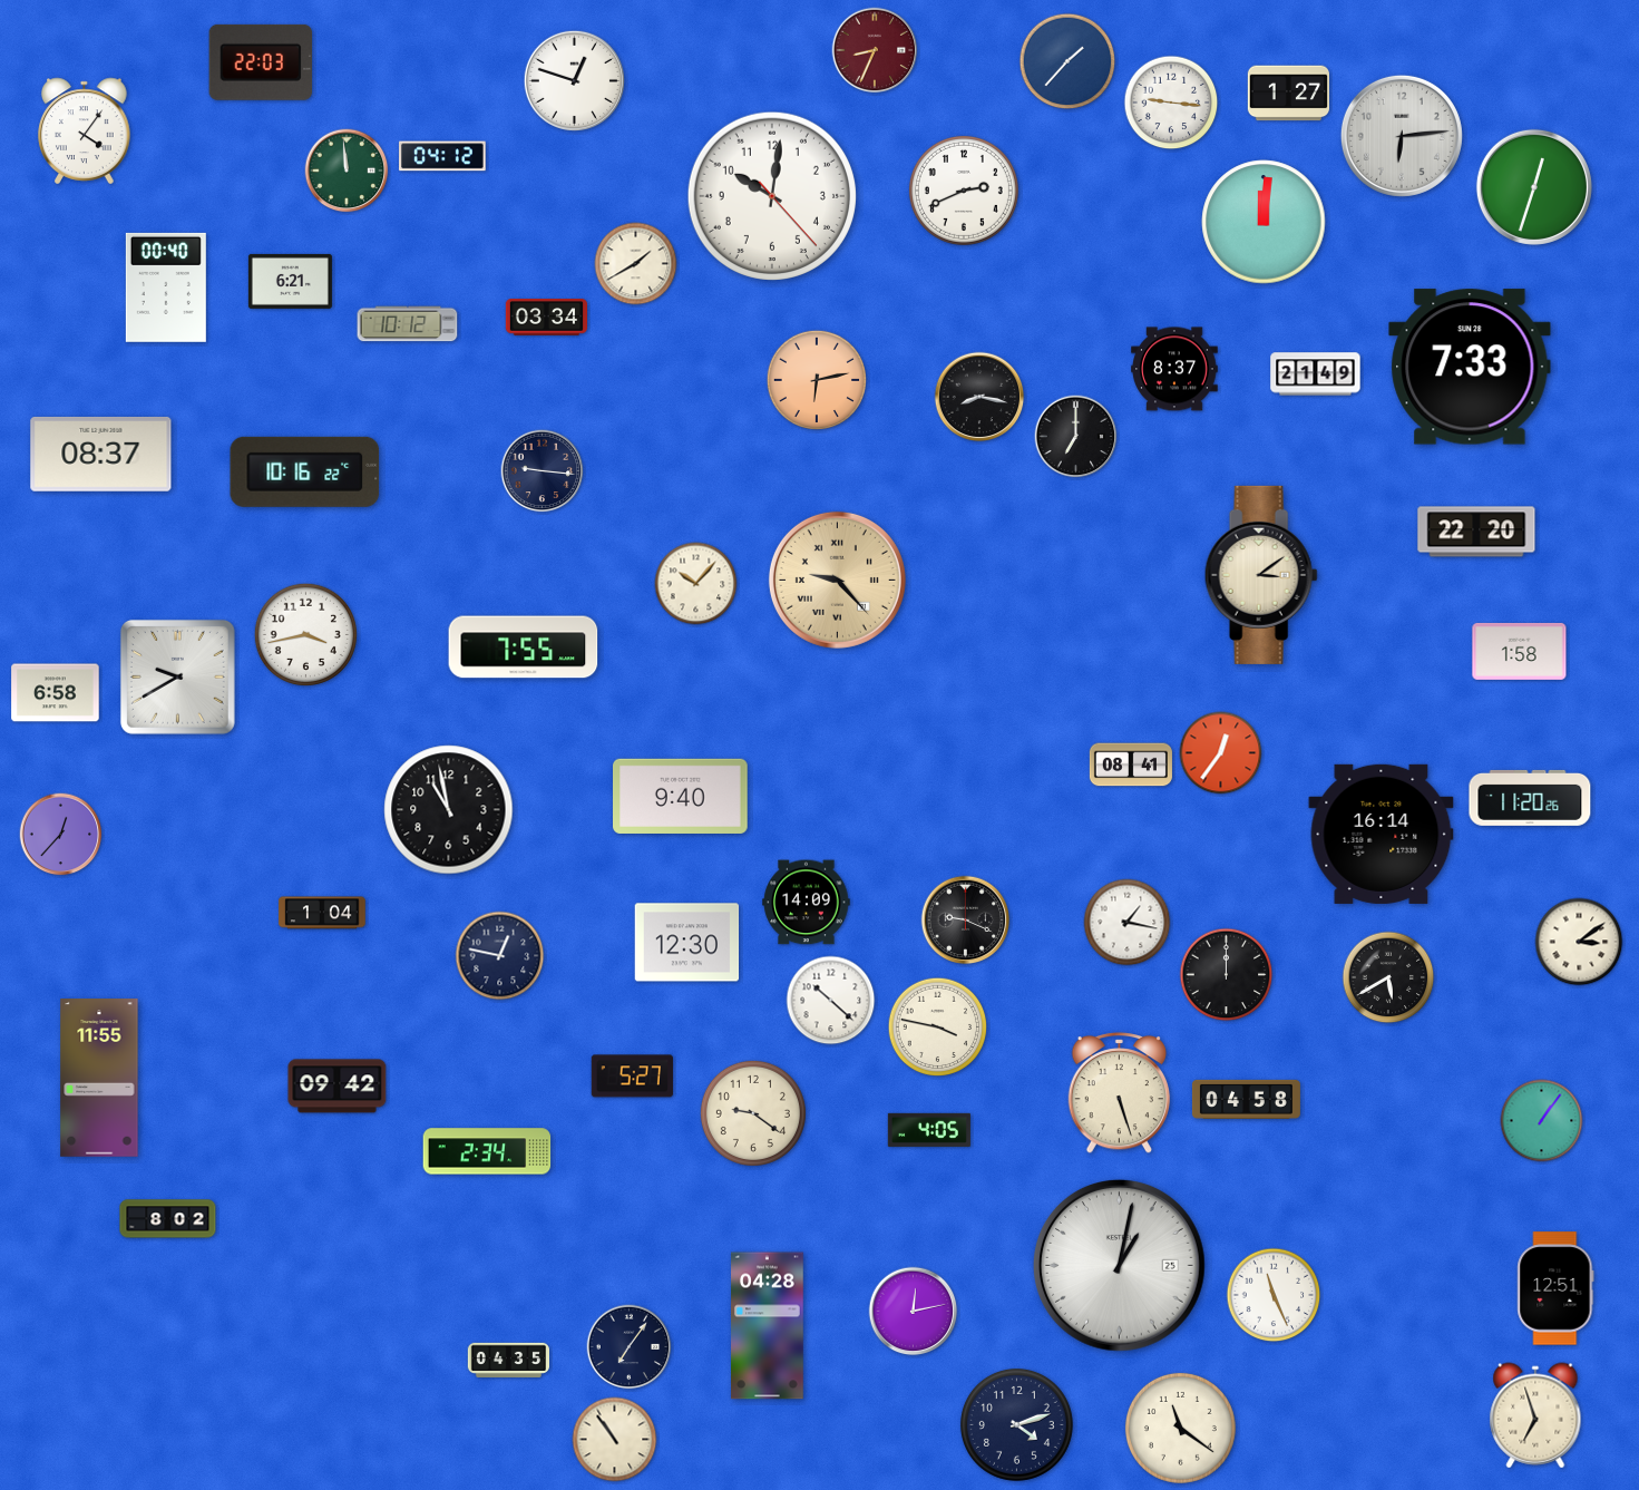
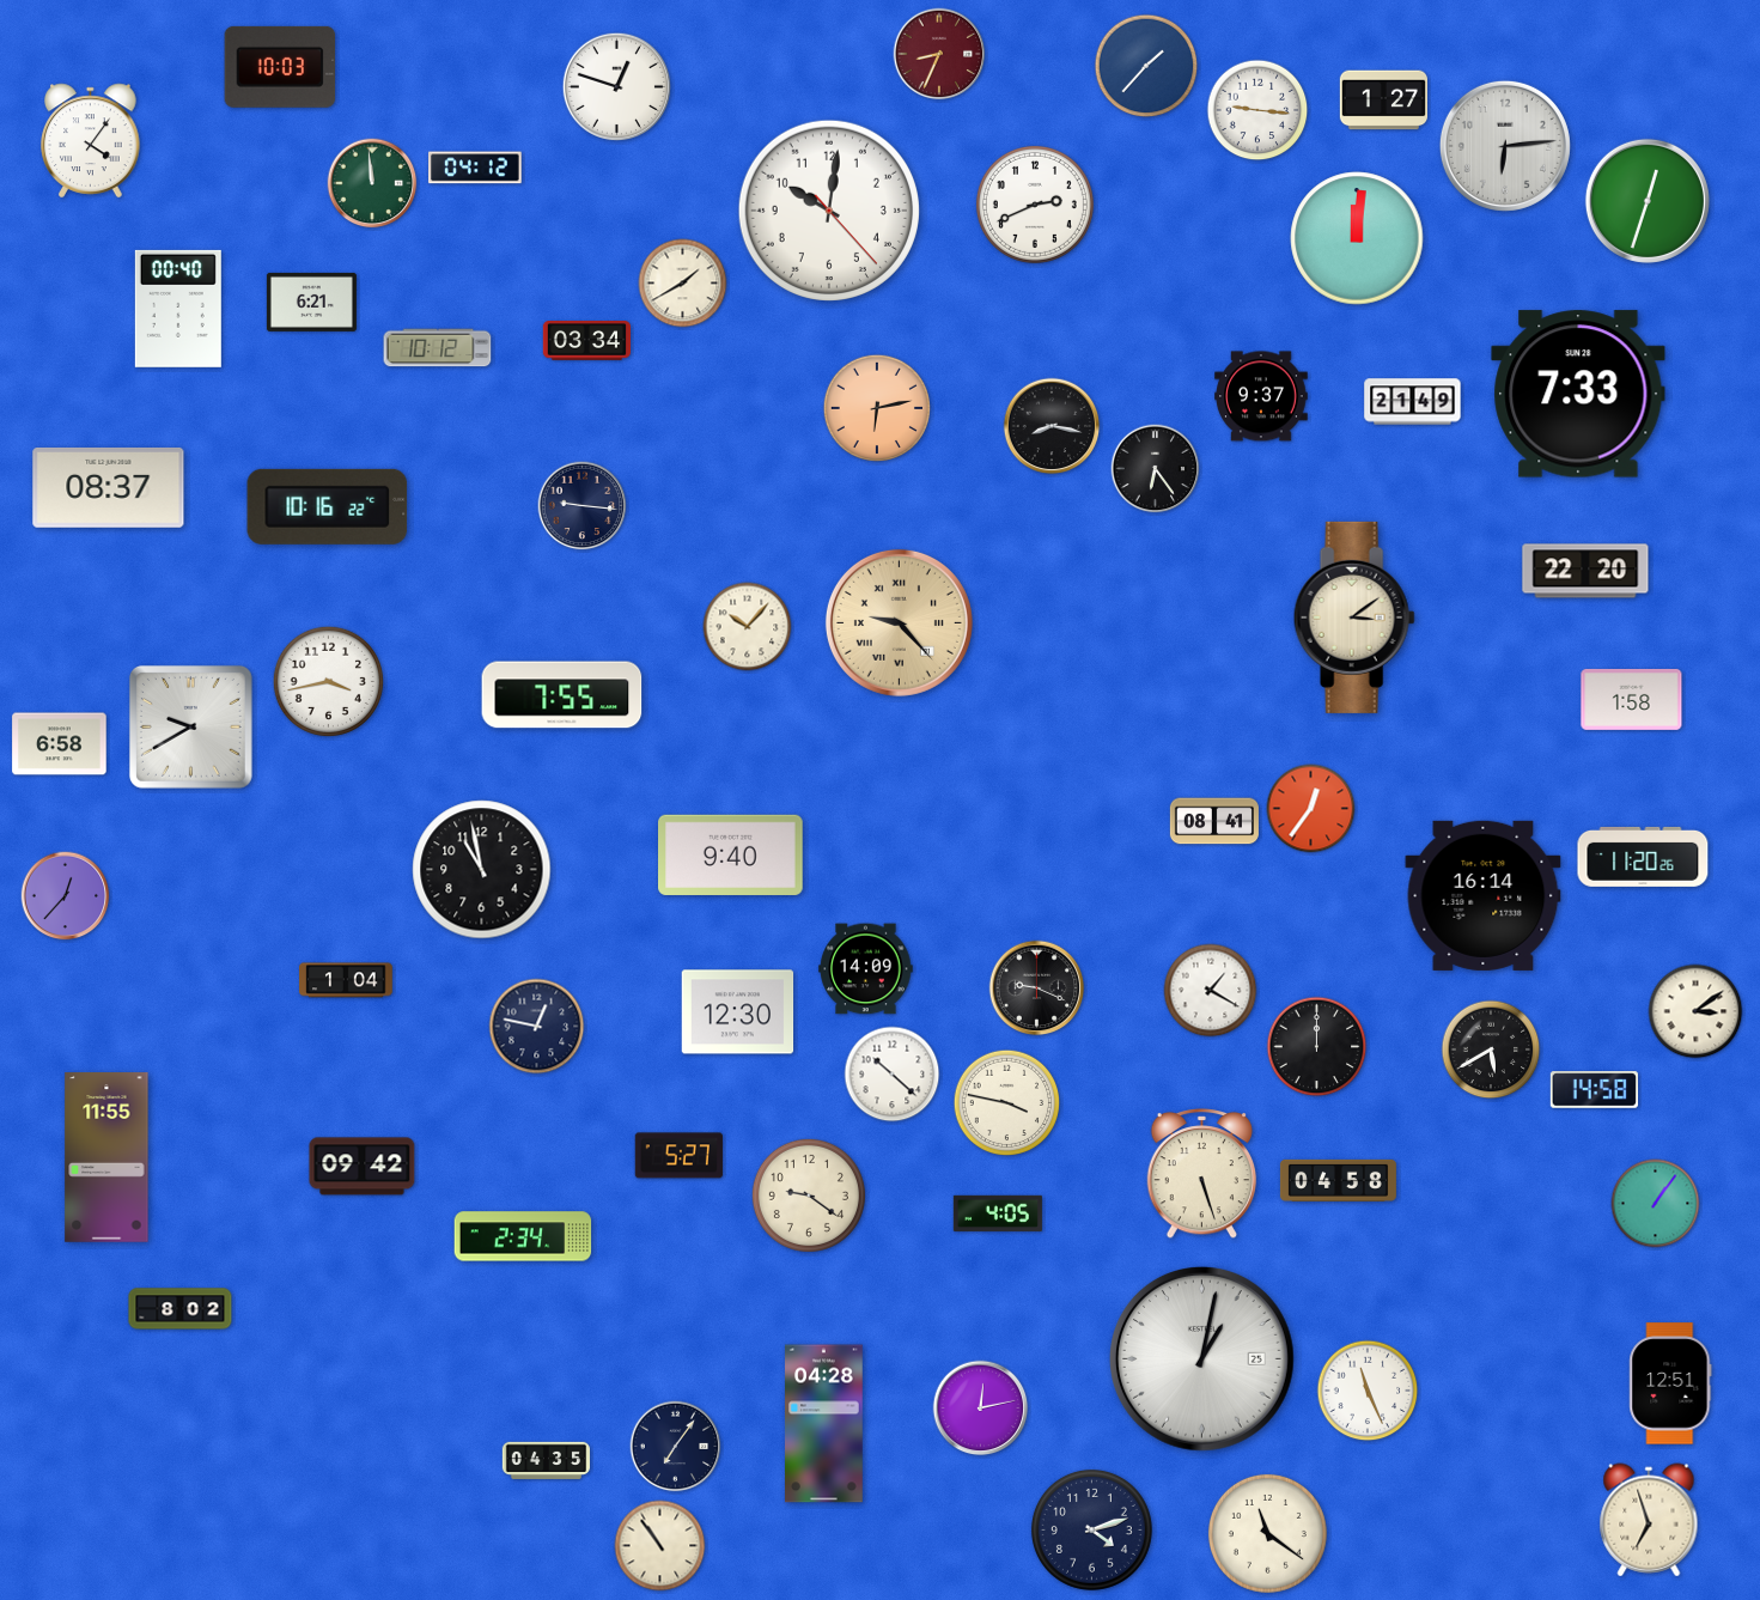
clock at (261, 62): 22:03 -> 10:03
clock at (1174, 369): 8:37 -> 9:37
clock at (1076, 437): 7:00 -> 6:24
clock at (1128, 923): 1:17 -> 1:20
clock at (1594, 1090): none -> 14:58
